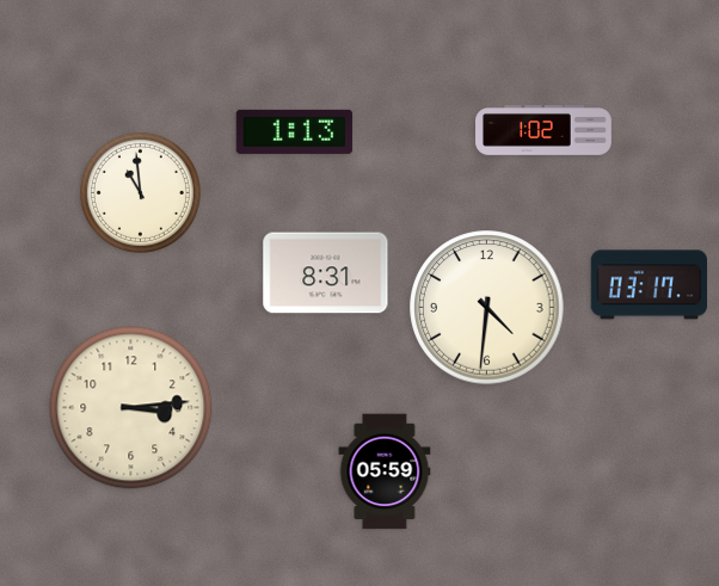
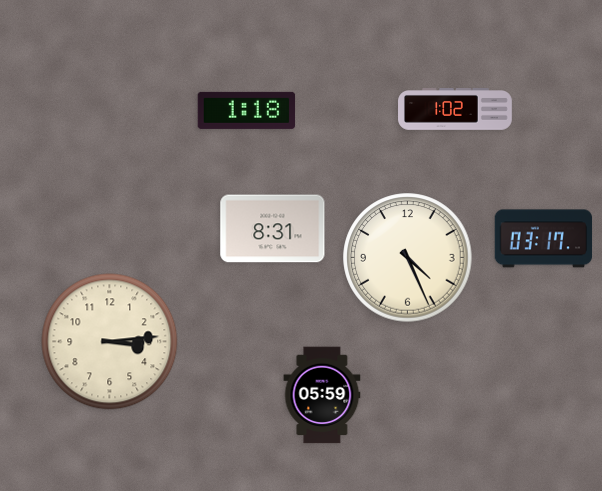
clock at (295, 131): 1:13 -> 1:18
clock at (140, 192): 10:59 -> none
clock at (487, 308): 4:31 -> 4:26
